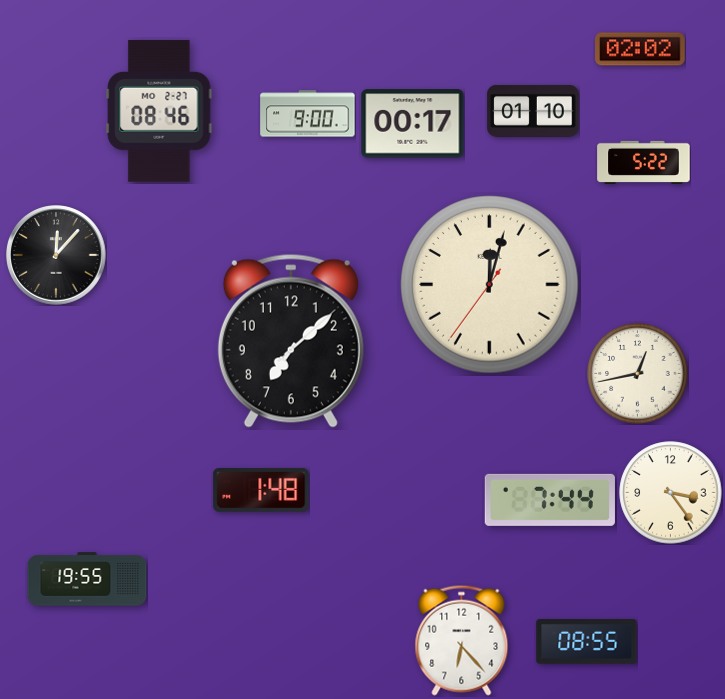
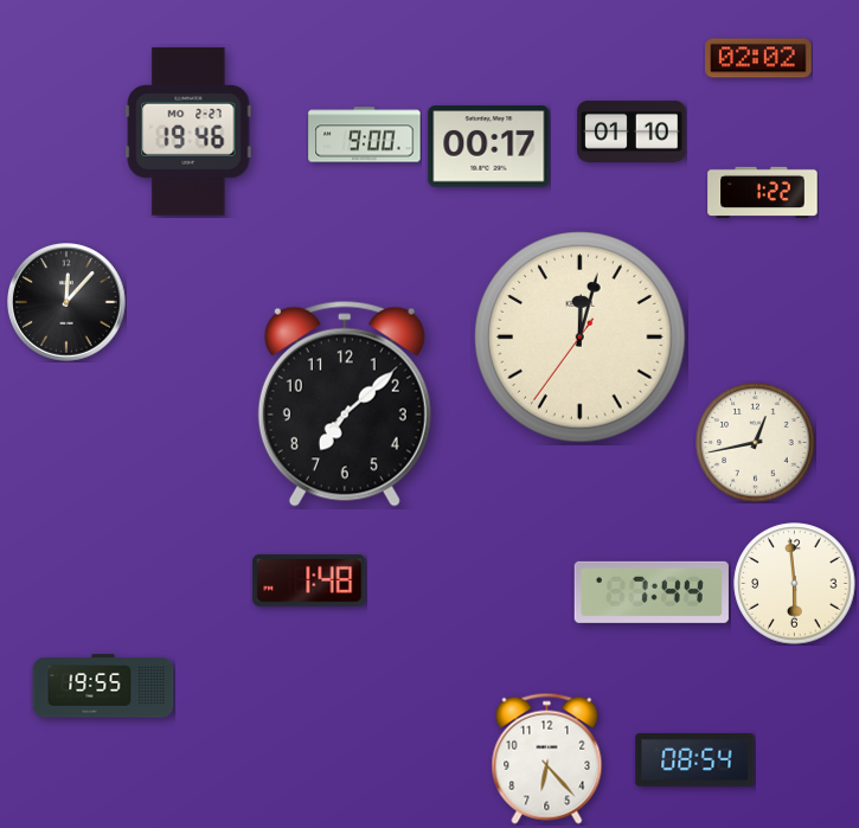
clock at (159, 111): 08:46 -> 19:46
clock at (644, 162): 5:22 -> 1:22
clock at (671, 493): 3:24 -> 5:59
clock at (587, 642): 08:55 -> 08:54
